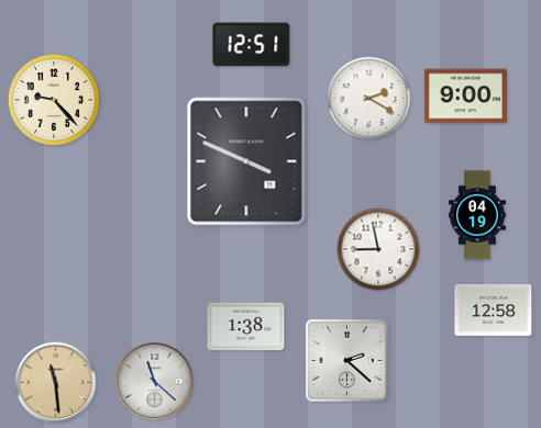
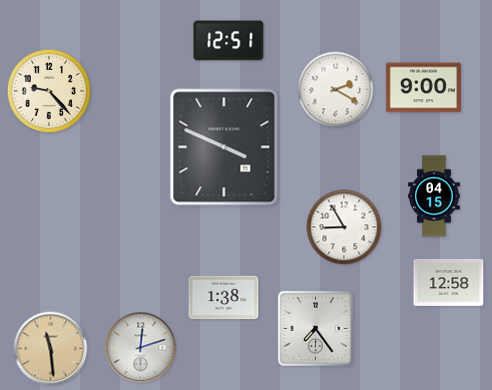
clock at (478, 215): 04:19 -> 04:15
clock at (378, 249): 8:58 -> 8:55
clock at (346, 360): 2:22 -> 7:24
clock at (155, 382): 11:22 -> 12:12
